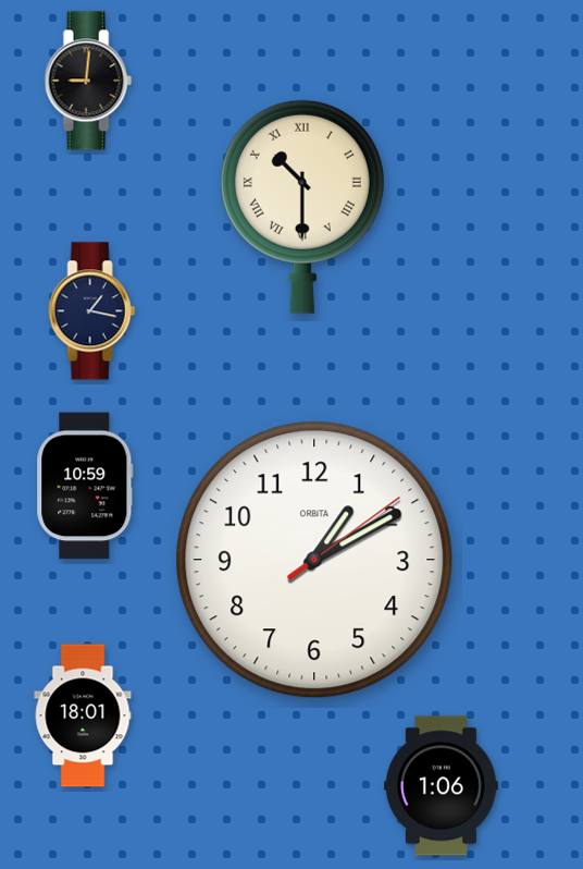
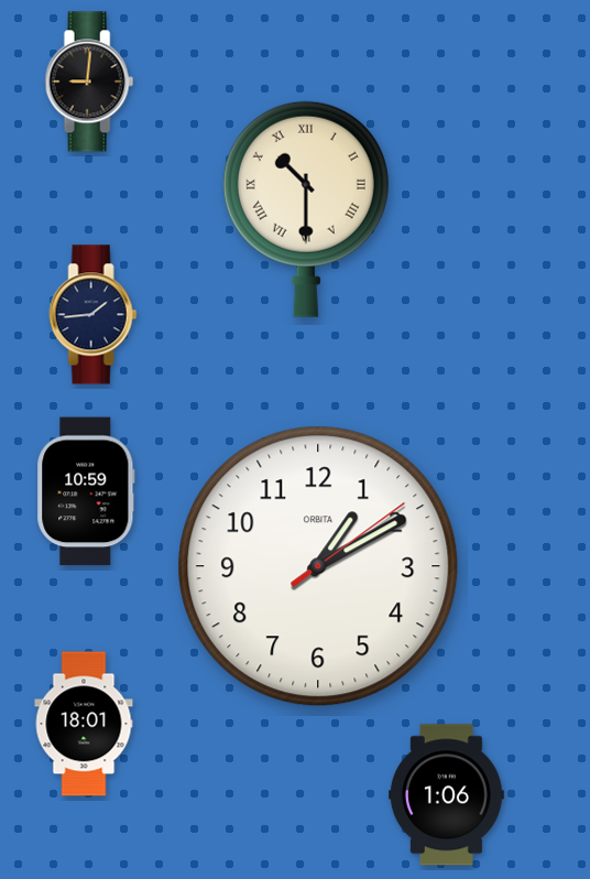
clock at (92, 311): 1:17 -> 1:44
